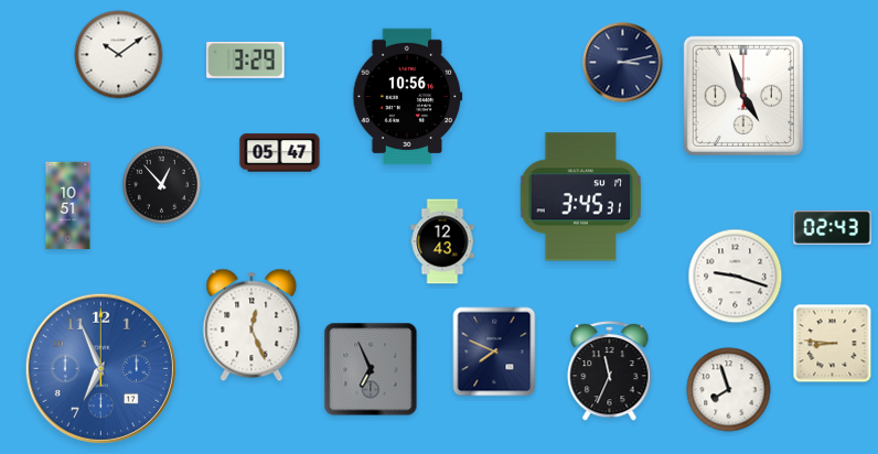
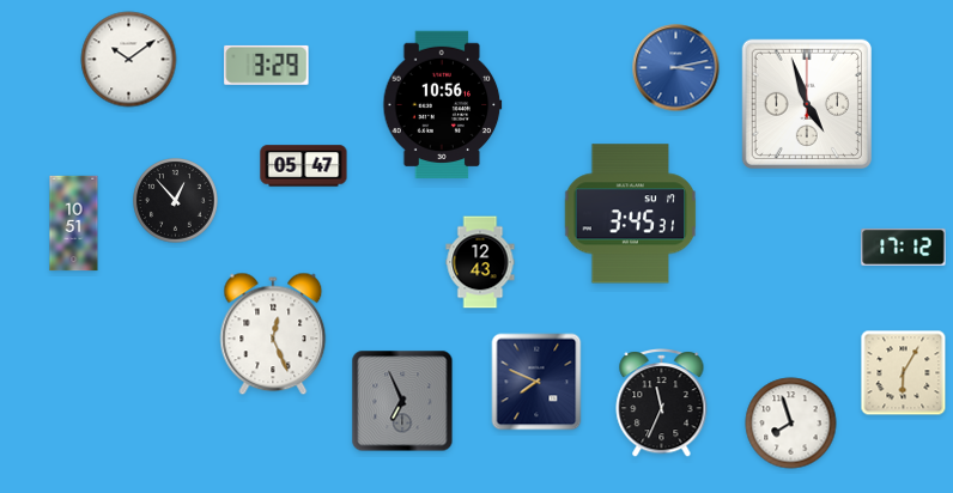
clock at (623, 63) dial: navy -> blue
clock at (833, 227): 02:43 -> 17:12
clock at (736, 277): 9:18 -> none
clock at (251, 325) position: (251, 325) -> (273, 334)
clock at (833, 344): 8:46 -> 6:05
clock at (100, 368): 6:56 -> none
